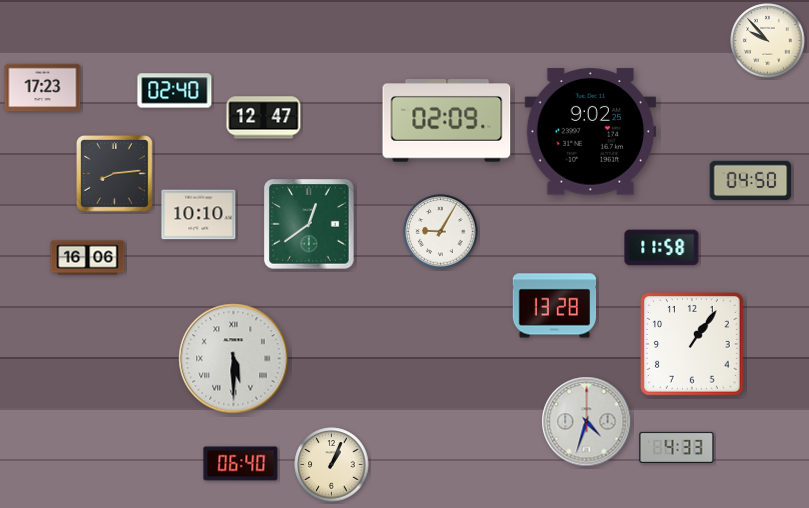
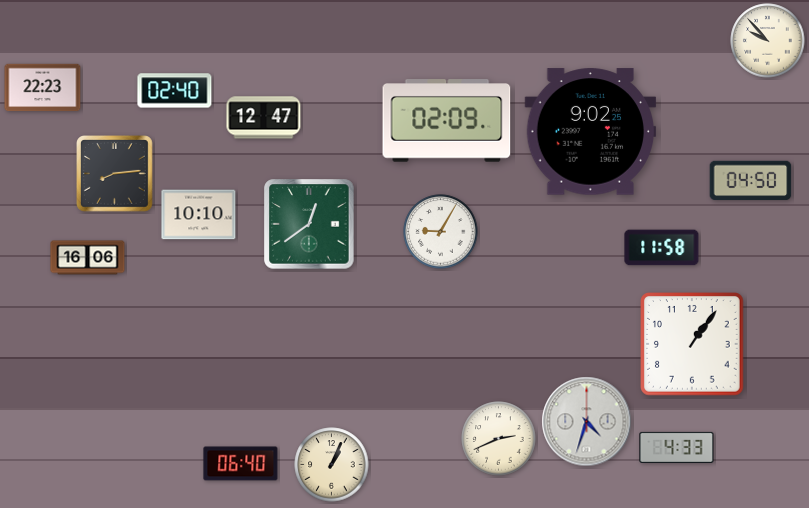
clock at (43, 88): 17:23 -> 22:23
clock at (555, 306): 13:28 -> none
clock at (234, 359): 5:30 -> none
clock at (499, 439): none -> 2:41
